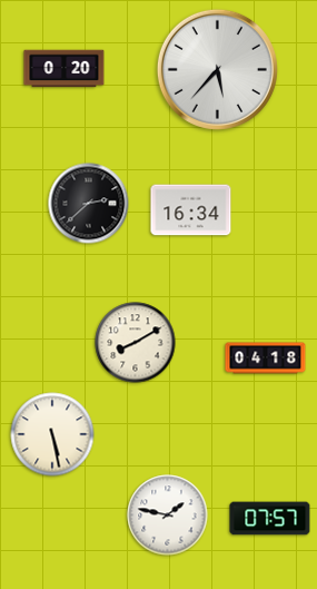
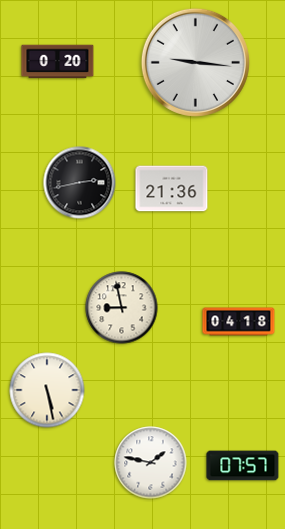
clock at (217, 69): 5:37 -> 9:16
clock at (89, 204): 2:38 -> 2:43
clock at (191, 210): 16:34 -> 21:36
clock at (136, 343): 8:10 -> 8:58
